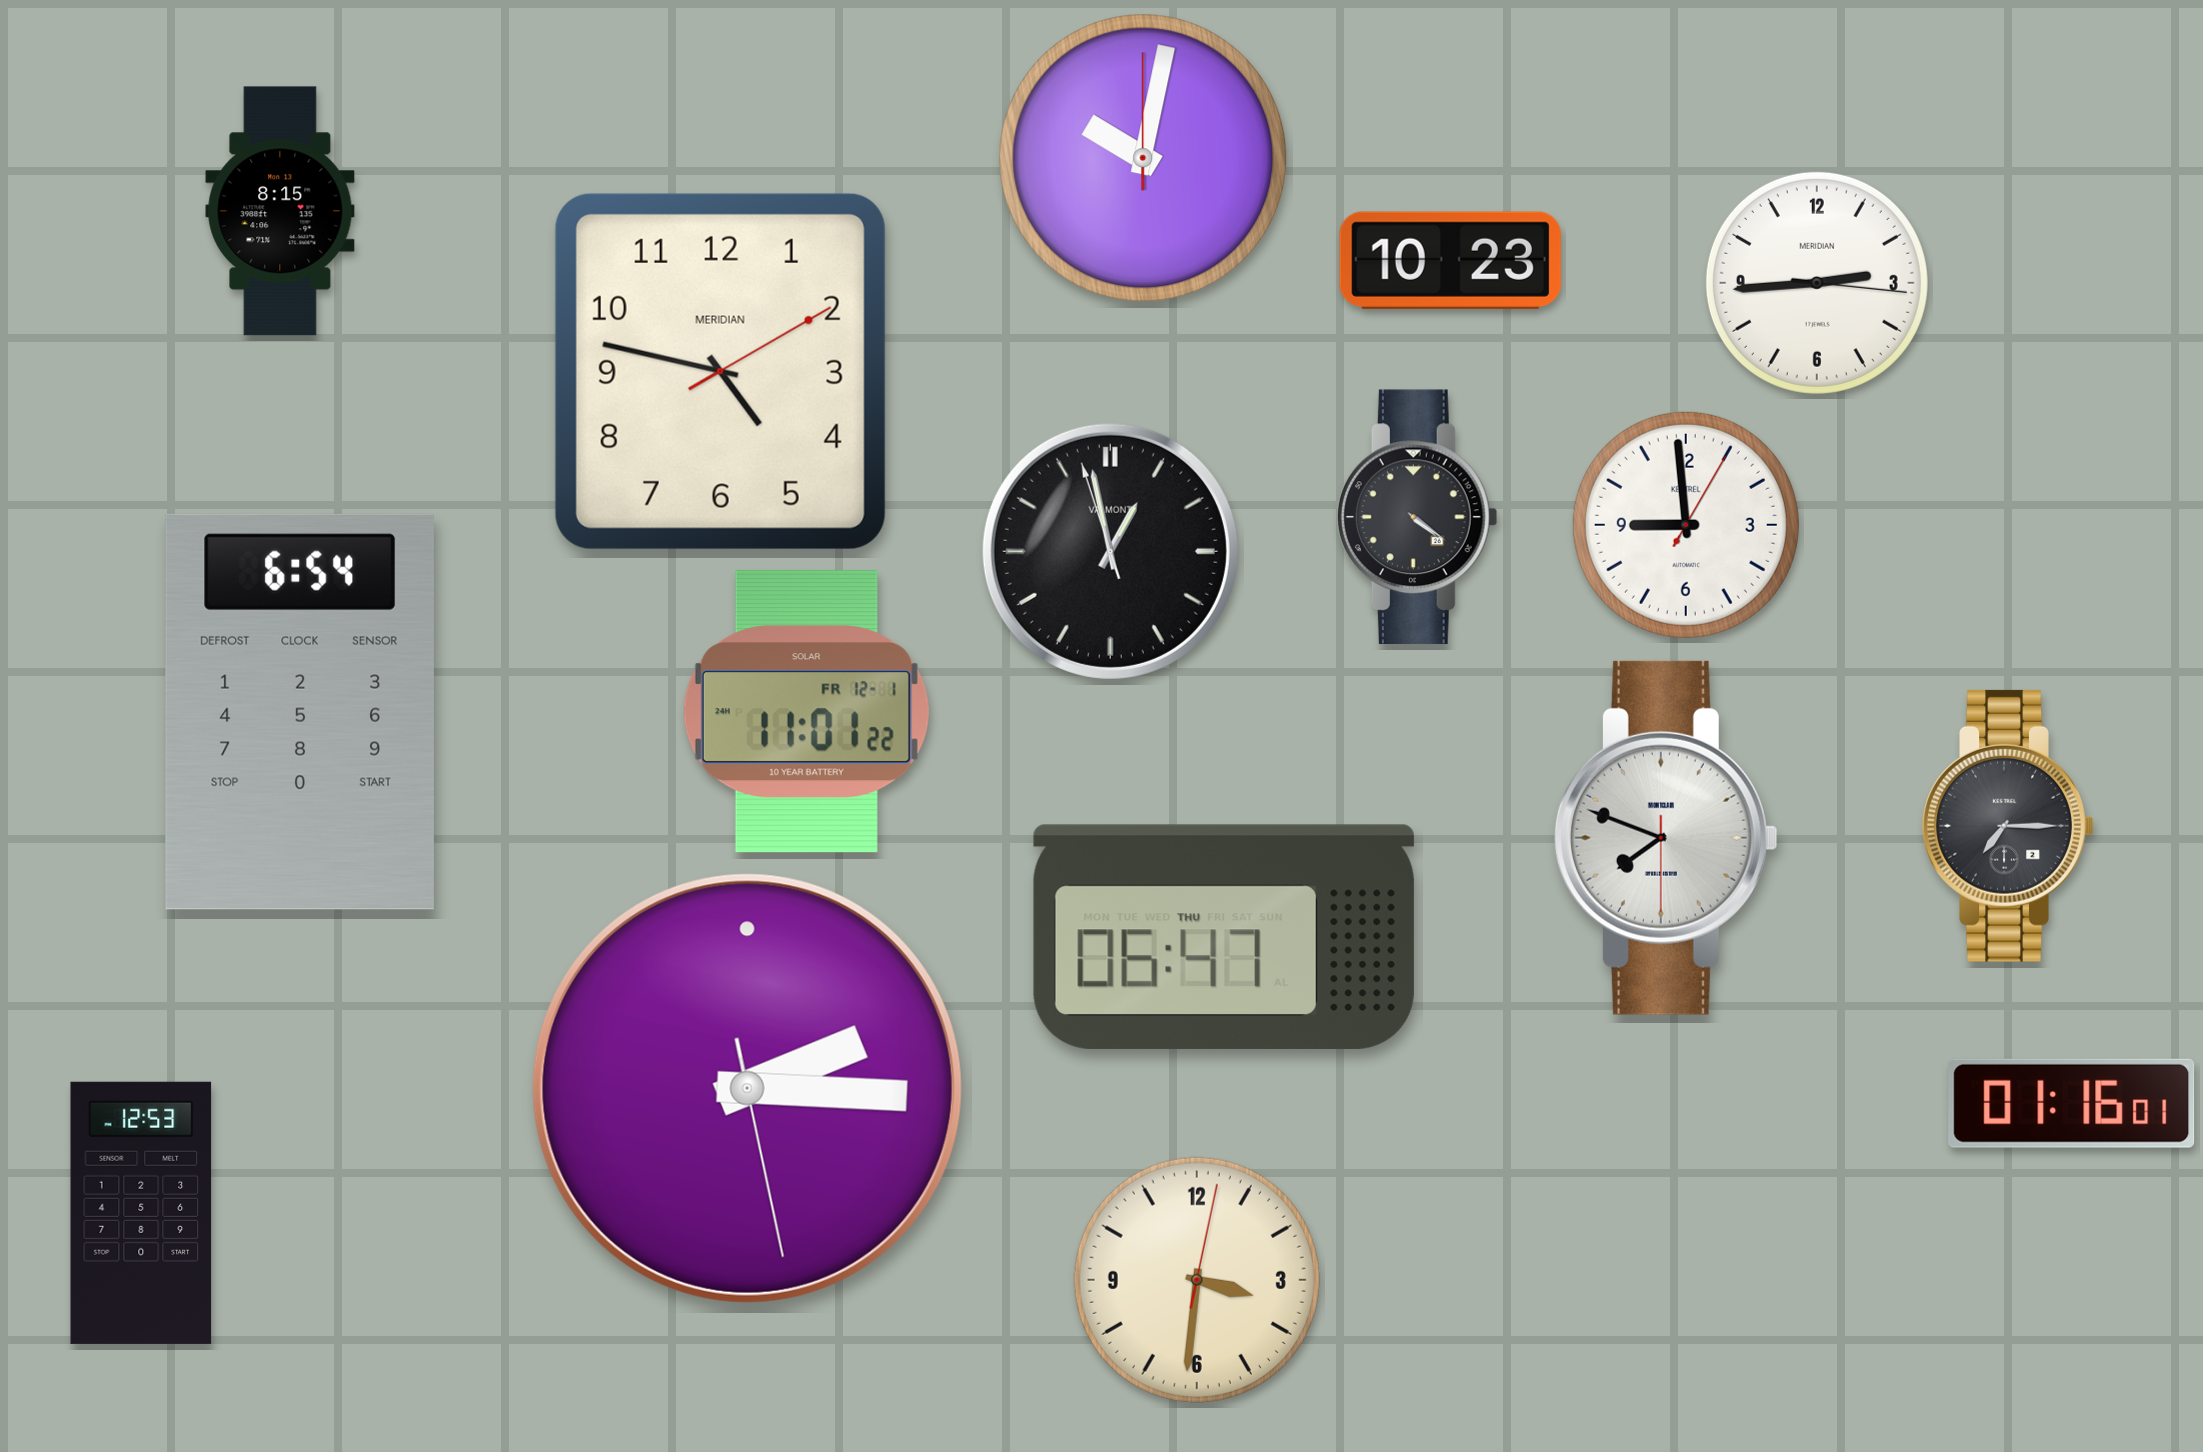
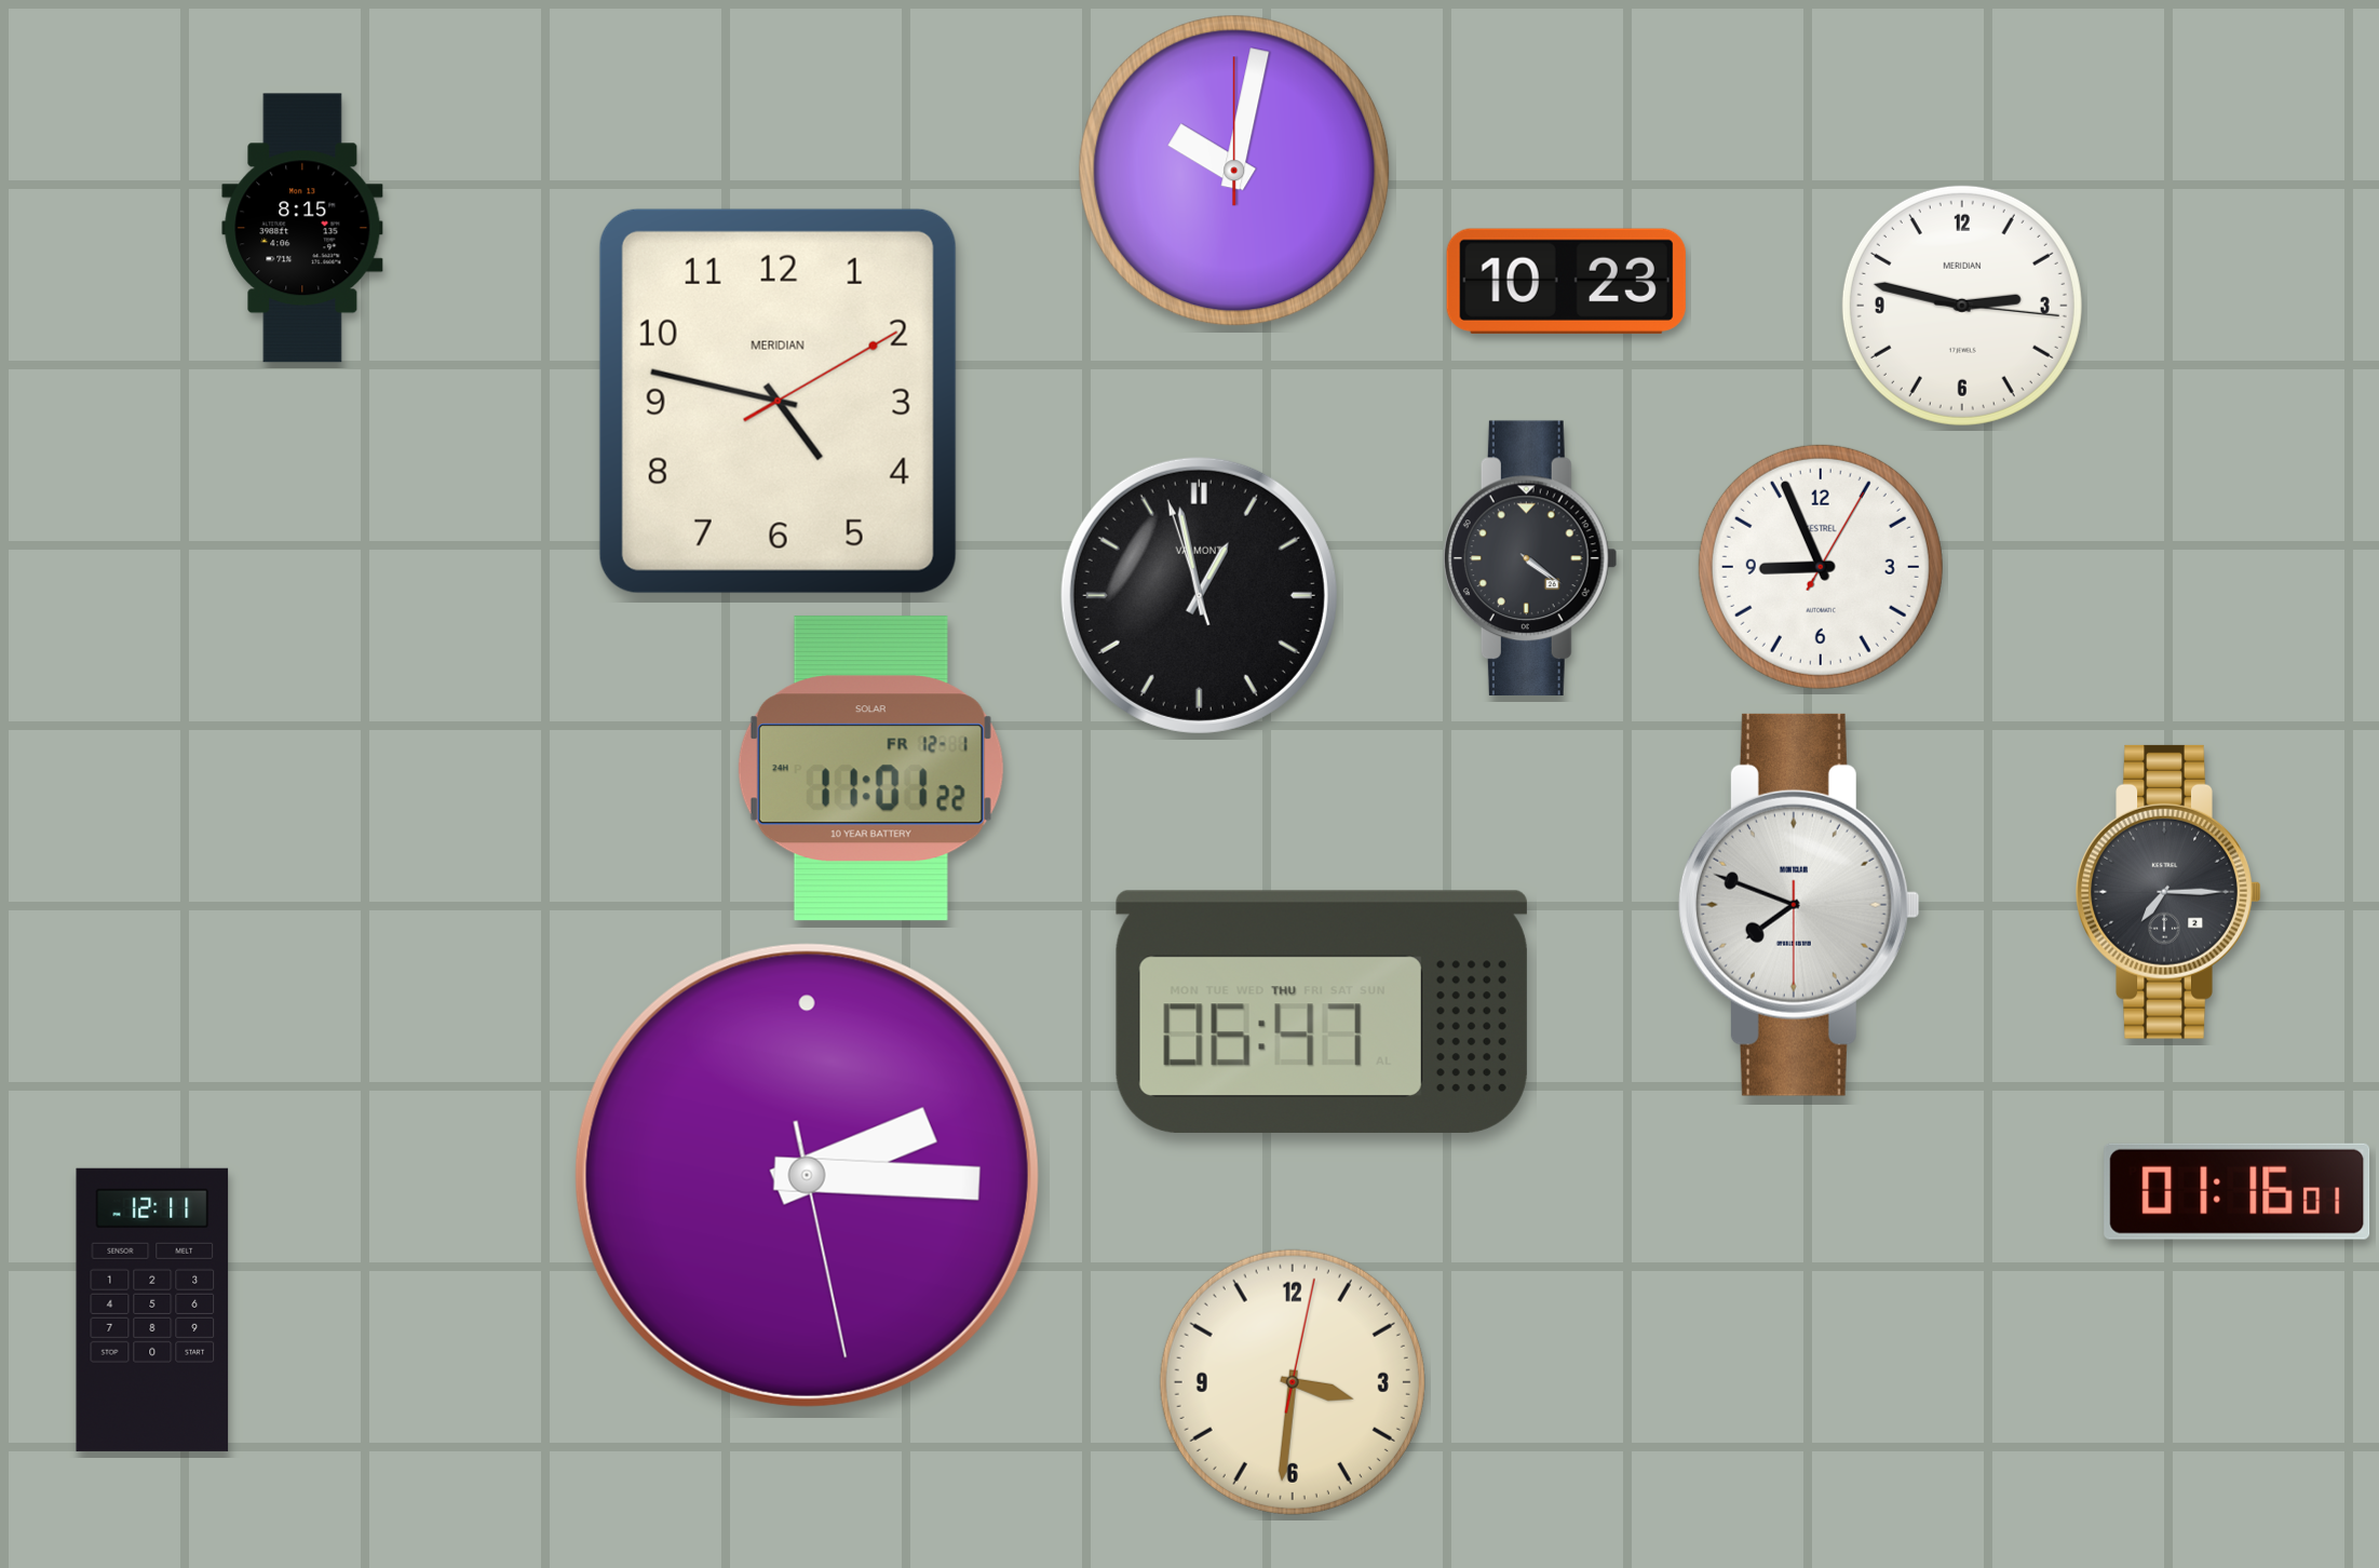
clock at (1817, 283): 2:44 -> 2:47
clock at (1686, 525): 8:59 -> 8:56
clock at (300, 712): 6:54 -> none
clock at (141, 1213): 12:53 -> 12:11
